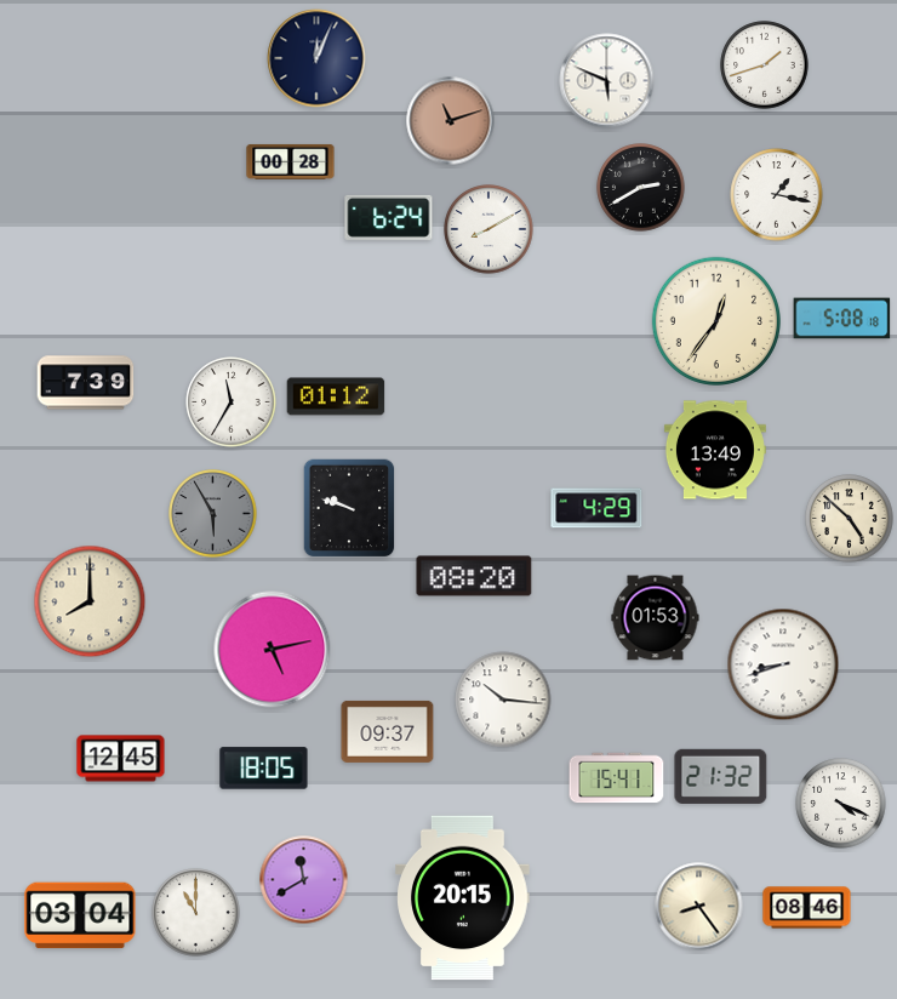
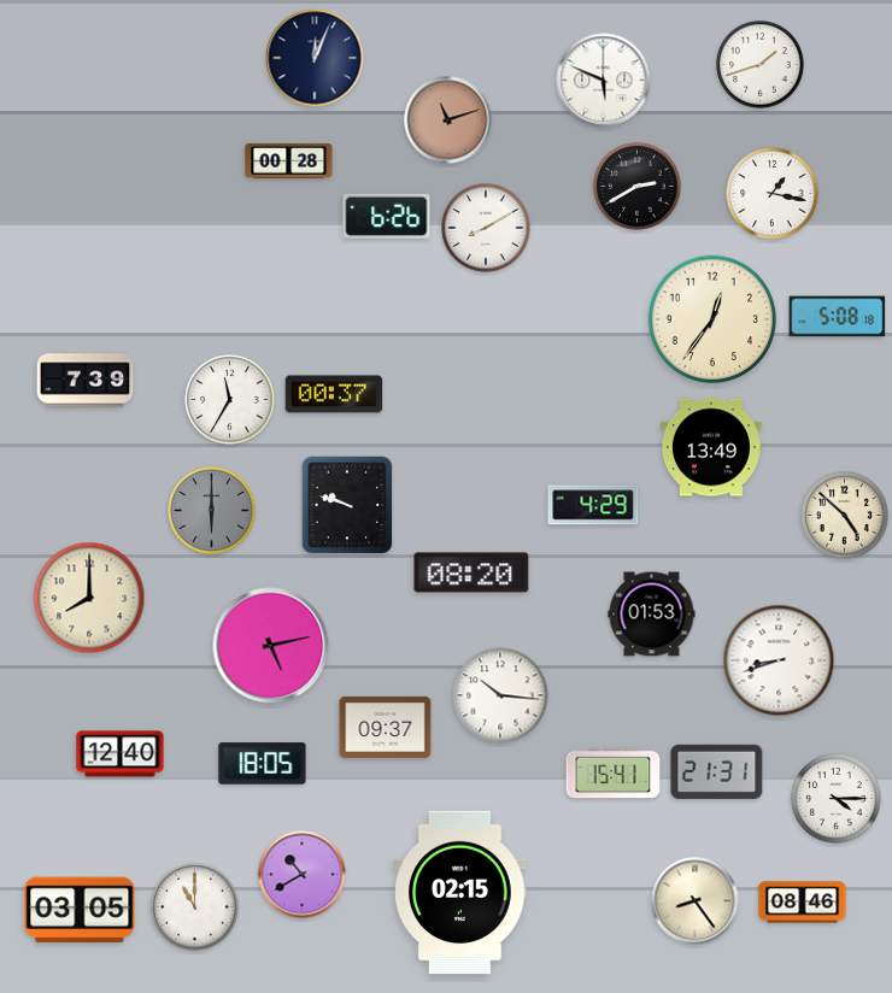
clock at (389, 217): 6:24 -> 6:26
clock at (336, 396): 01:12 -> 00:37
clock at (213, 514): 5:55 -> 6:00
clock at (121, 759): 12:45 -> 12:40
clock at (721, 776): 21:32 -> 21:31
clock at (841, 804): 4:19 -> 4:15
clock at (304, 880): 11:40 -> 10:40
clock at (463, 898): 20:15 -> 02:15
clock at (80, 915): 03:04 -> 03:05
